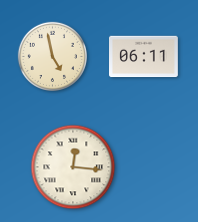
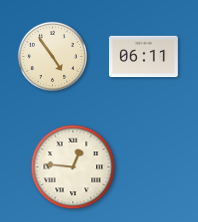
clock at (52, 56): 4:58 -> 4:54
clock at (73, 167): 12:16 -> 12:46
